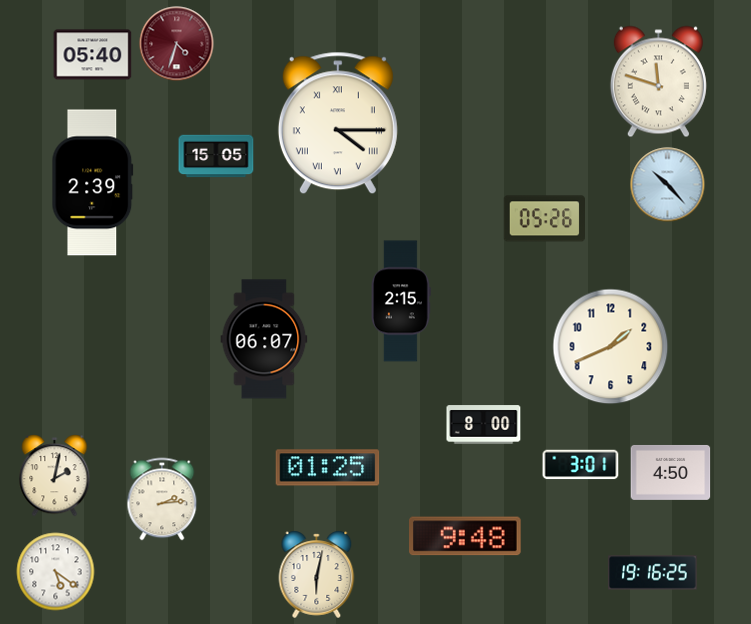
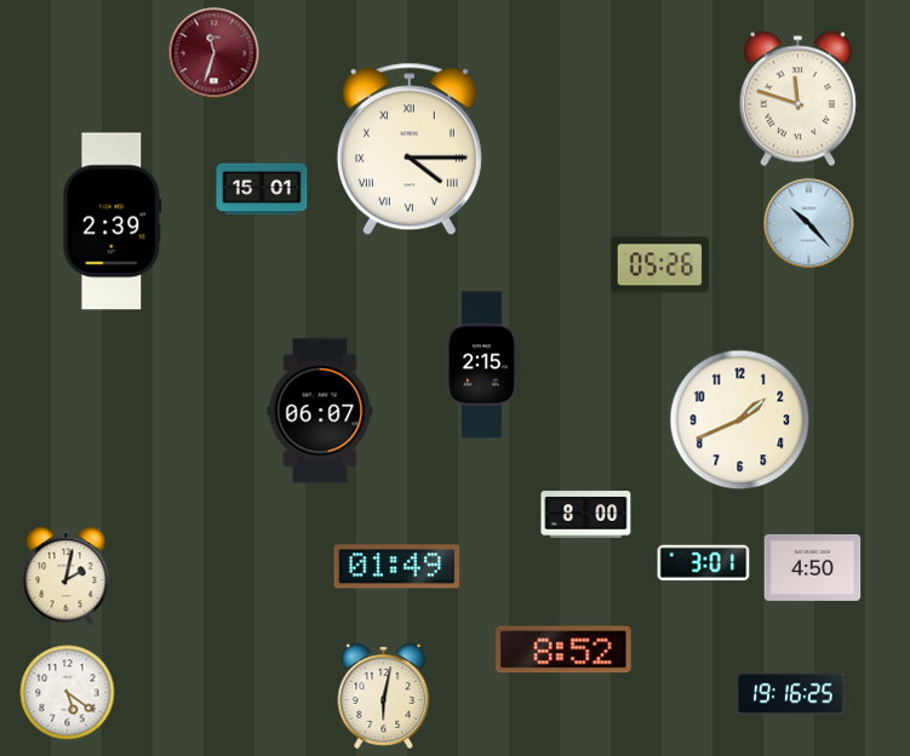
clock at (177, 44): 4:33 -> 11:33
clock at (93, 55): 05:40 -> none
clock at (216, 156): 15:05 -> 15:01
clock at (402, 301) position: (402, 301) -> (483, 365)
clock at (328, 468): 01:25 -> 01:49
clock at (671, 472) position: (671, 472) -> (813, 567)
clock at (162, 499): 2:14 -> none
clock at (466, 536): 9:48 -> 8:52
